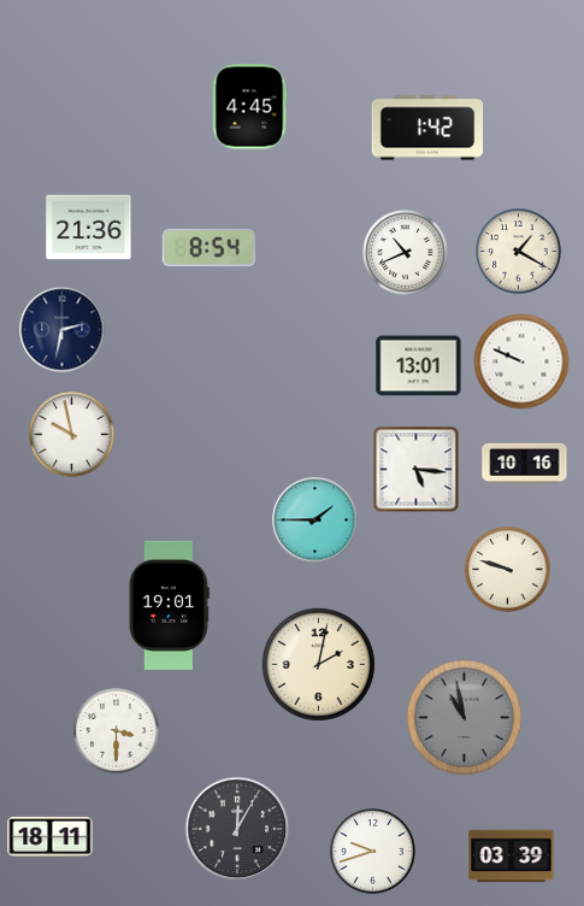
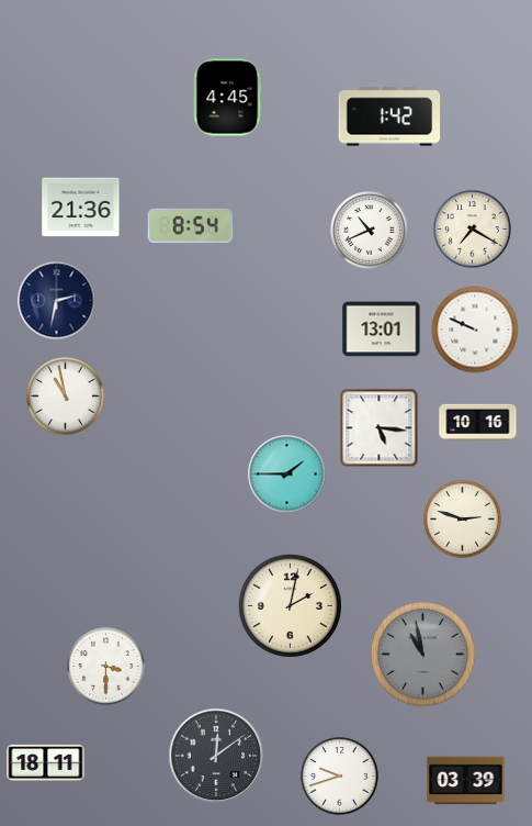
clock at (519, 252): 1:20 -> 7:20
clock at (419, 366) position: (419, 366) -> (382, 330)
clock at (72, 435): 9:58 -> 10:58
clock at (508, 570): 9:48 -> 2:48
clock at (169, 605): 19:01 -> none
clock at (237, 829): 12:05 -> 12:09
